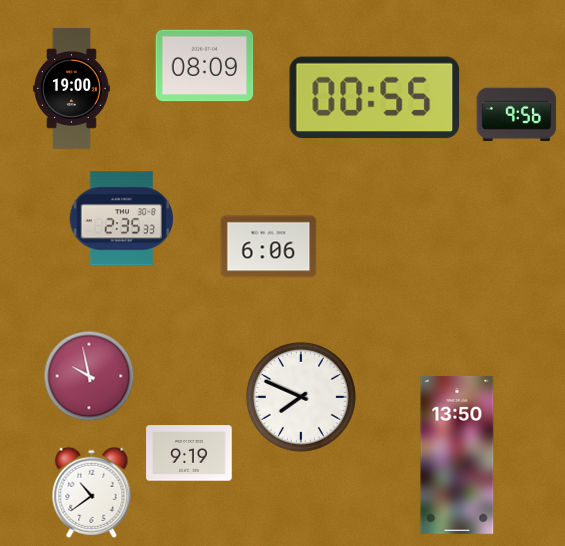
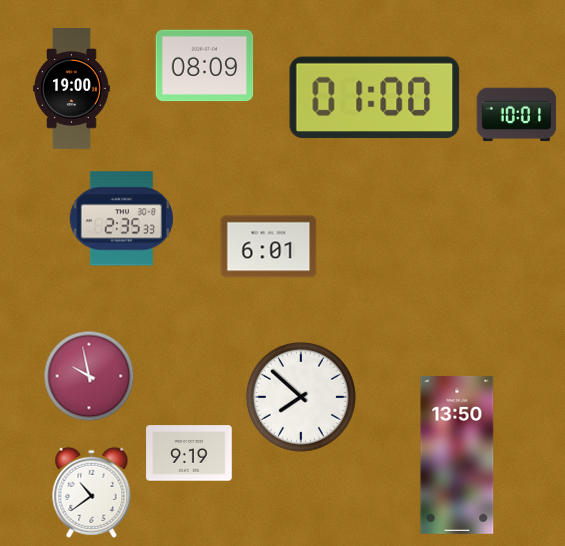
clock at (375, 98): 00:55 -> 01:00
clock at (517, 115): 9:56 -> 10:01
clock at (269, 247): 6:06 -> 6:01
clock at (301, 397): 7:49 -> 7:52
